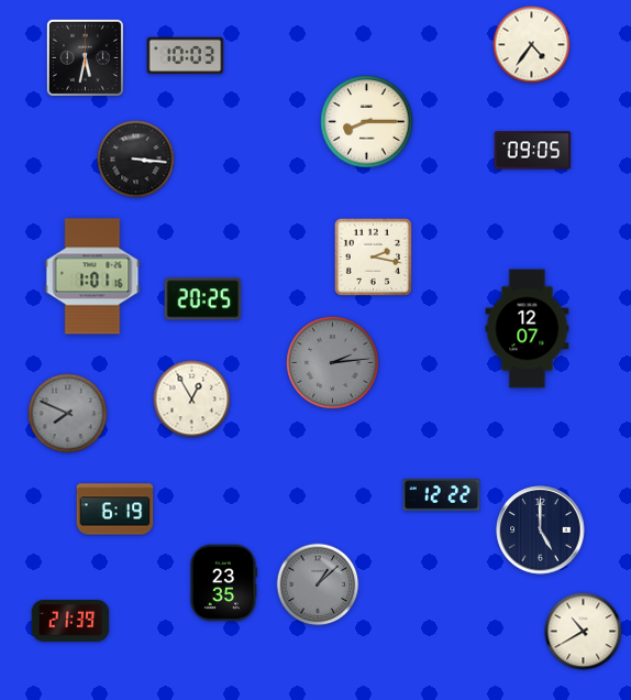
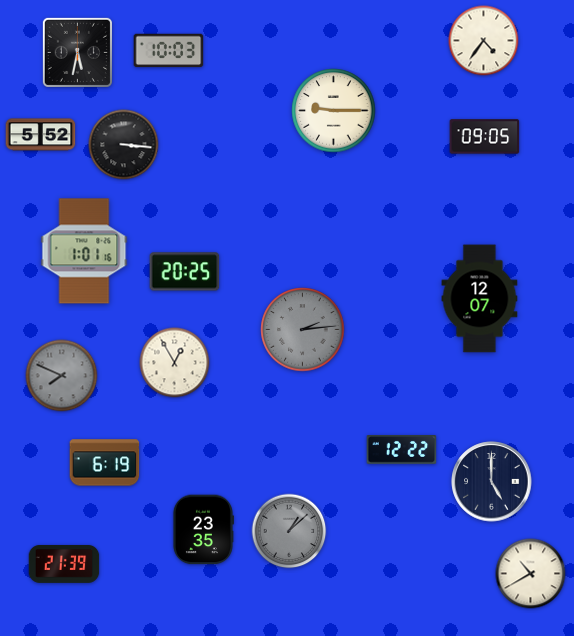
clock at (367, 122): 8:15 -> 9:15
clock at (41, 135): none -> 5:52
clock at (373, 256): 2:17 -> none
